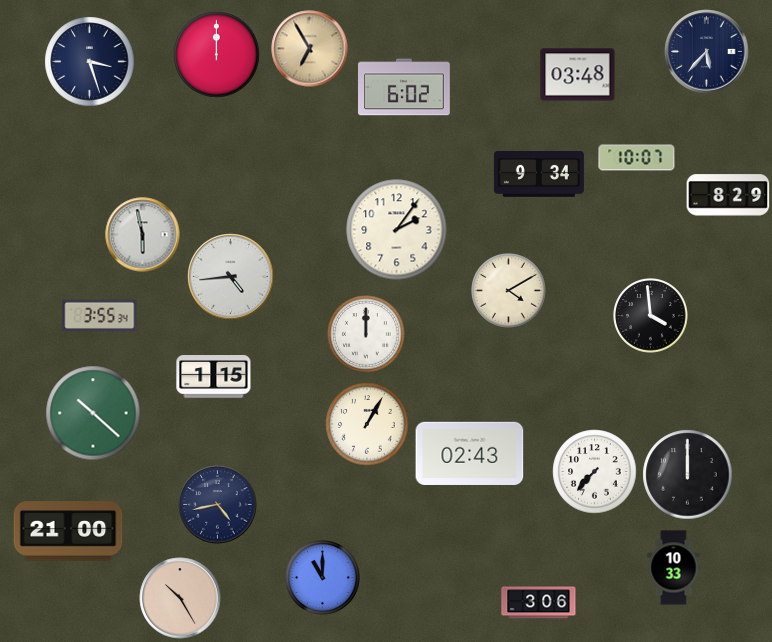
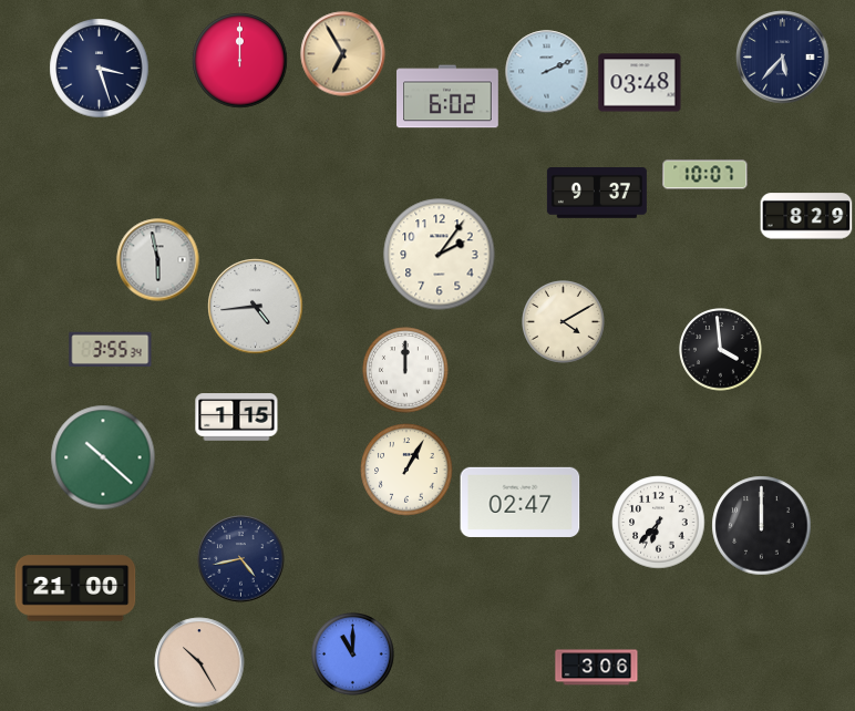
clock at (547, 72): none -> 2:11
clock at (539, 175): 9:34 -> 9:37
clock at (470, 453): 02:43 -> 02:47
clock at (595, 472): 7:37 -> 6:37
clock at (674, 568): 10:33 -> none
clock at (323, 578) position: (323, 578) -> (353, 655)
